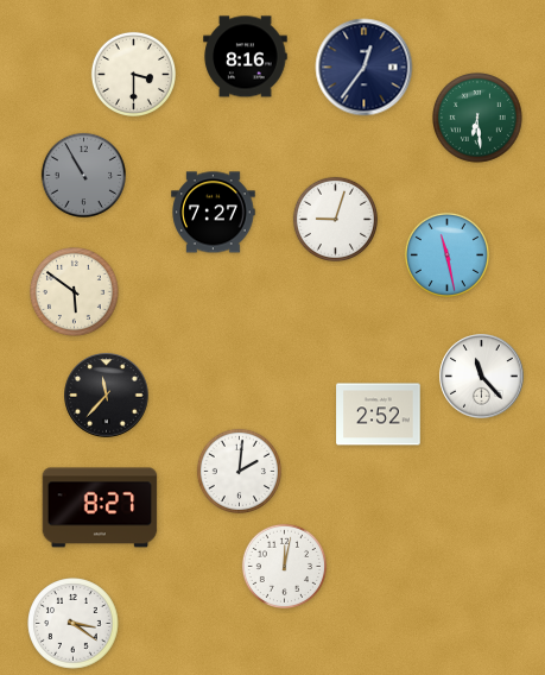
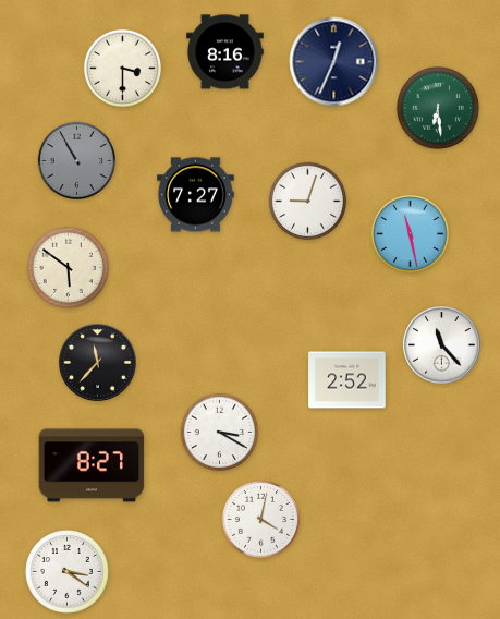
clock at (365, 68): 12:36 -> 12:34
clock at (239, 471): 2:01 -> 3:20
clock at (284, 566): 12:02 -> 4:02
